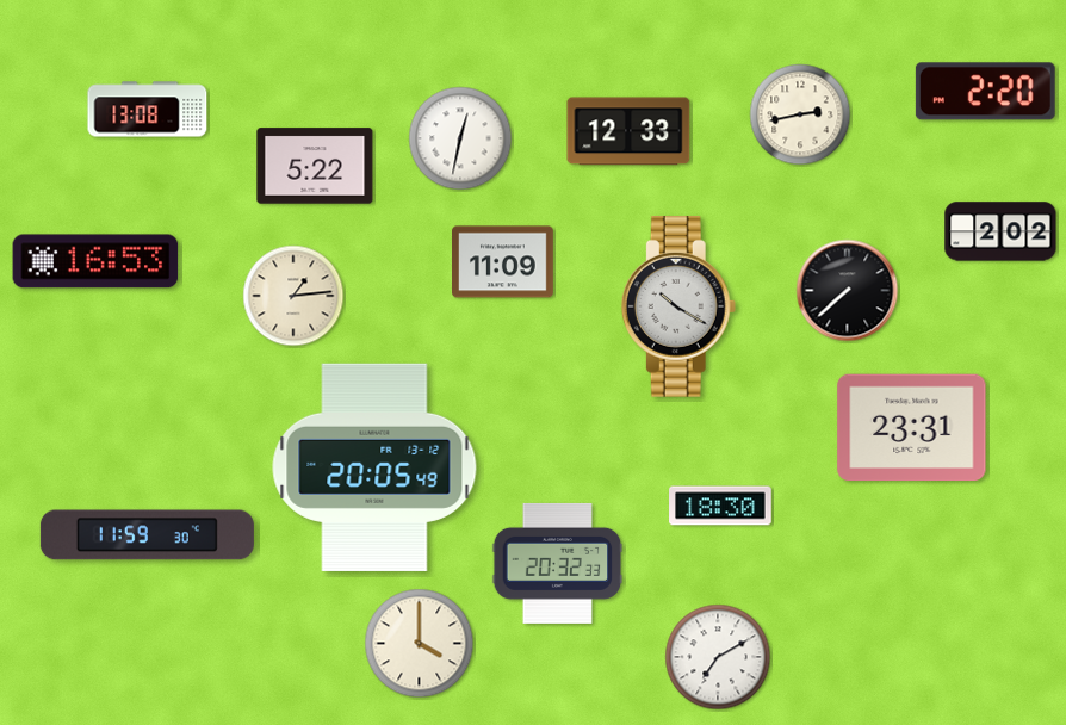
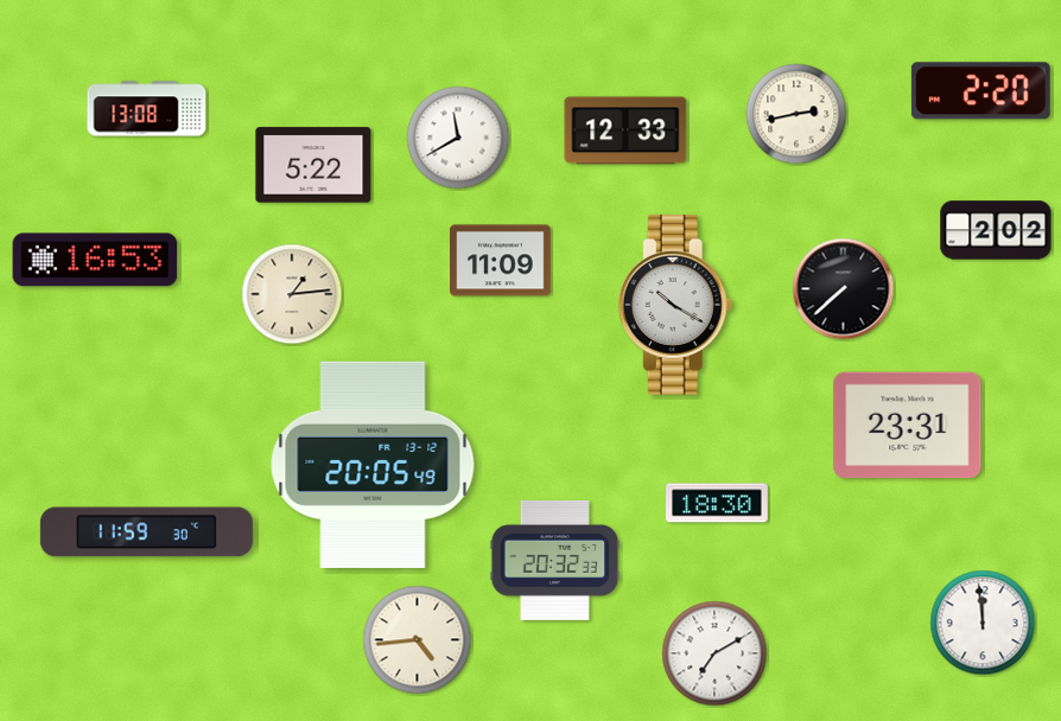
clock at (460, 138): 12:32 -> 11:40
clock at (983, 623): none -> 11:59
clock at (420, 644): 4:00 -> 4:44
